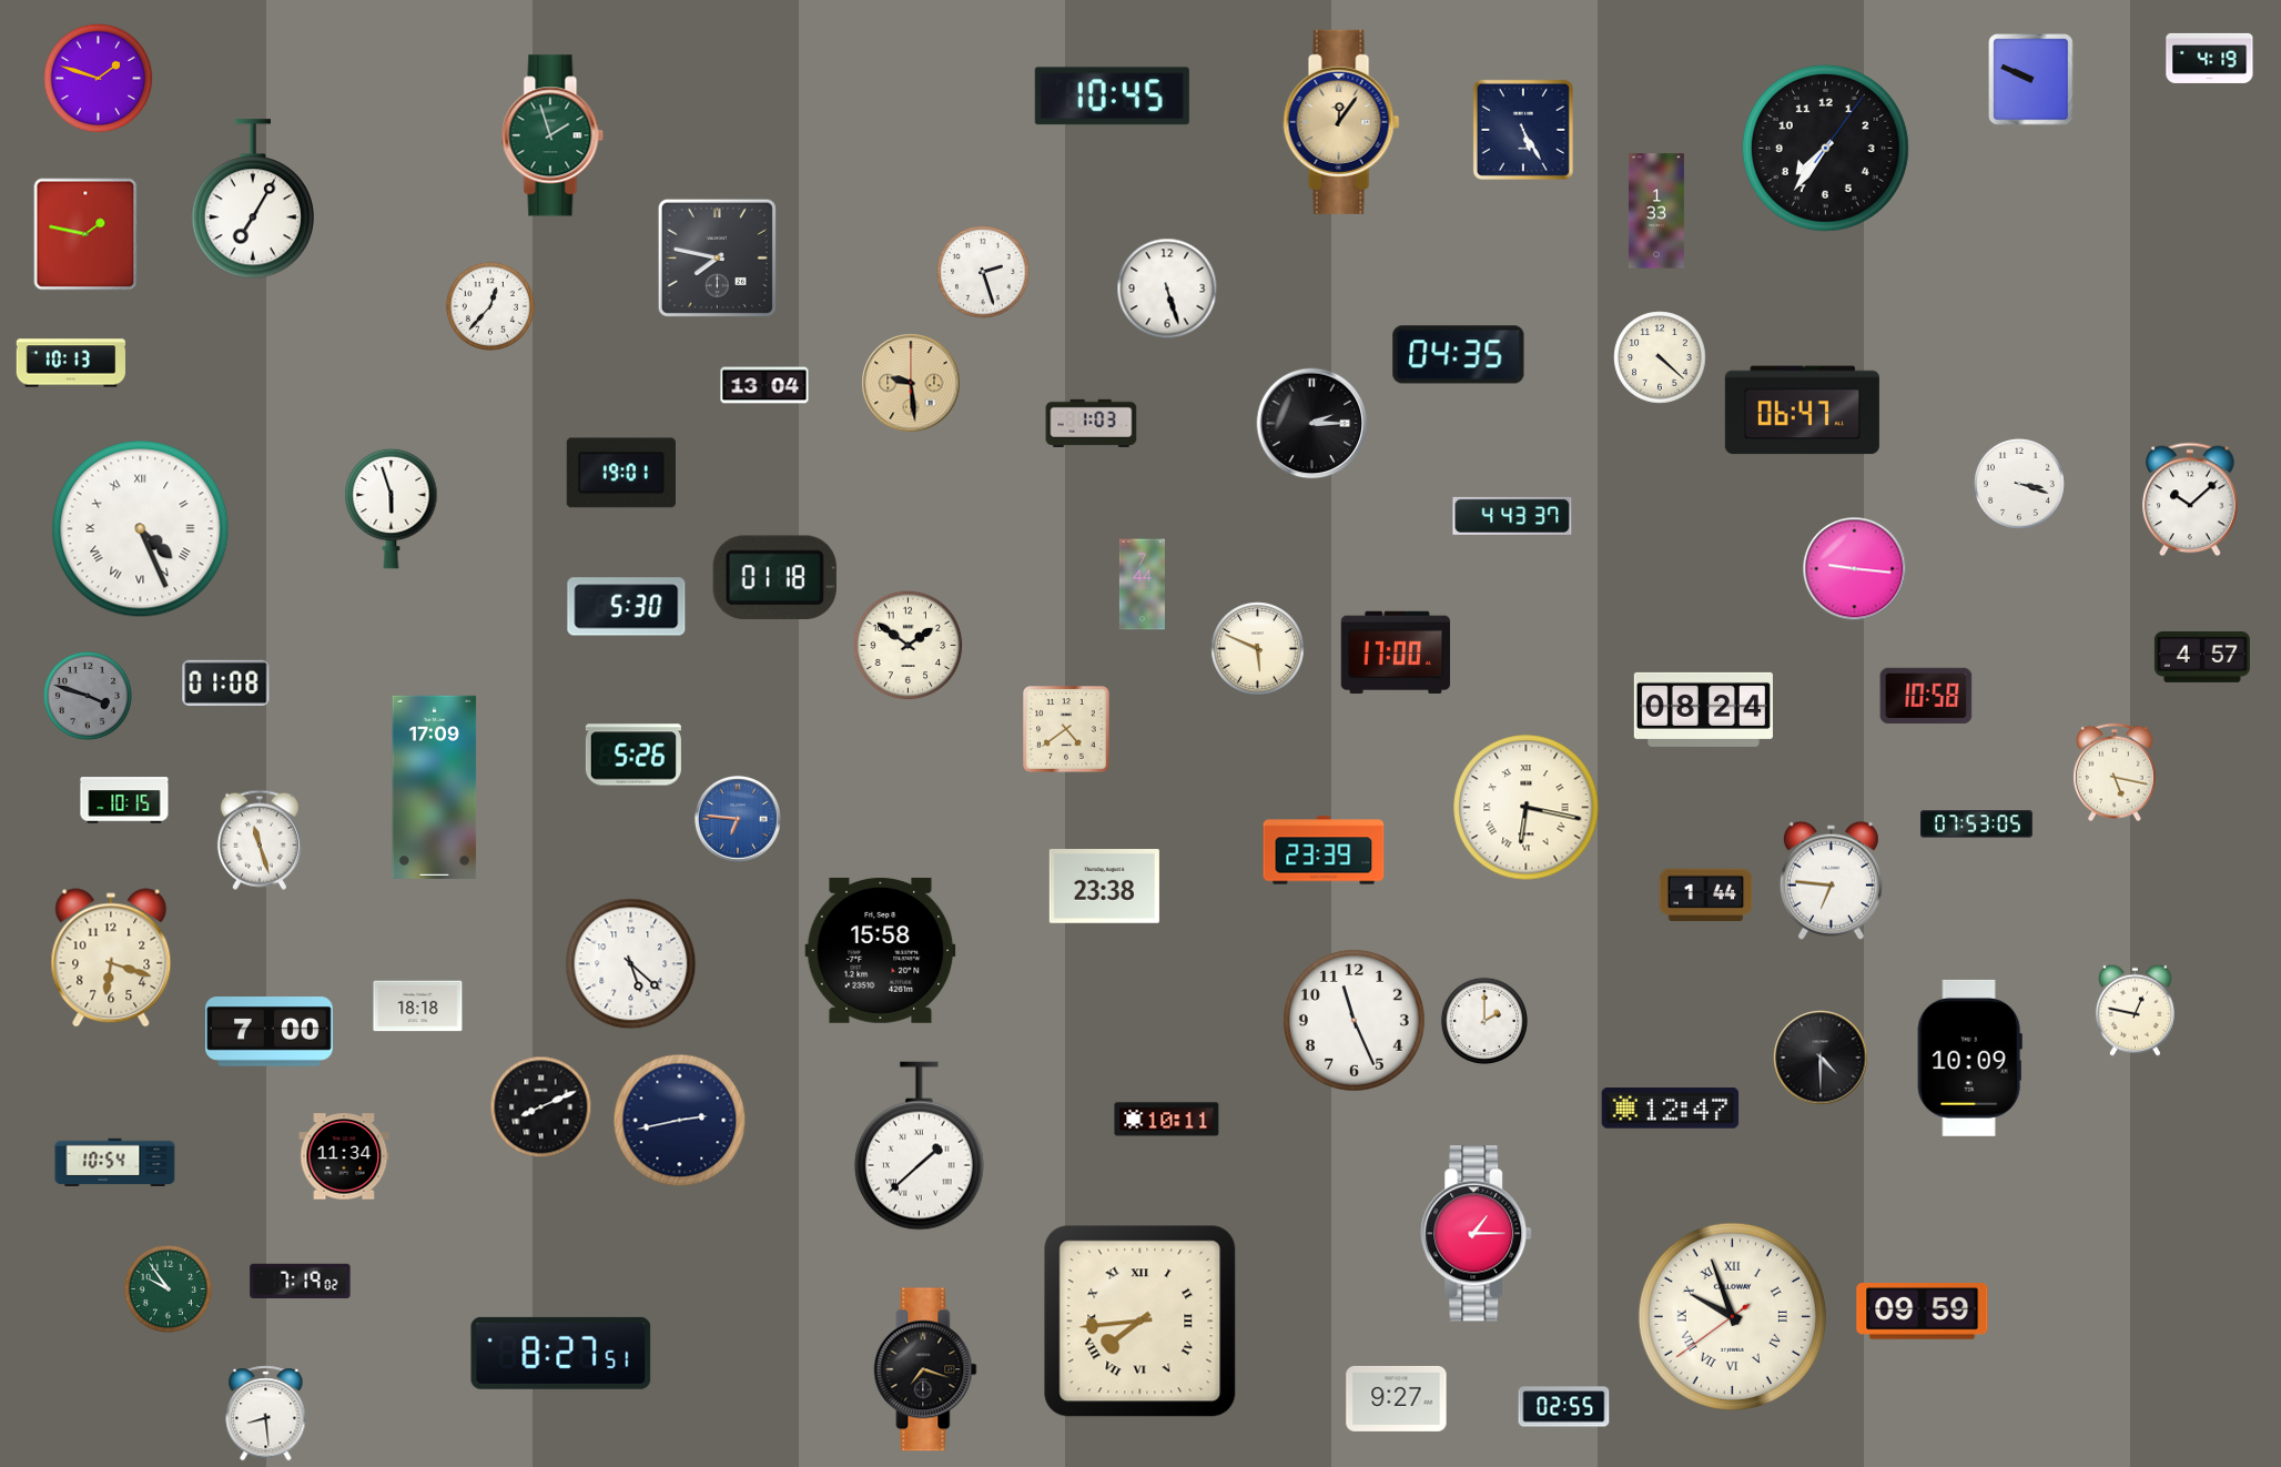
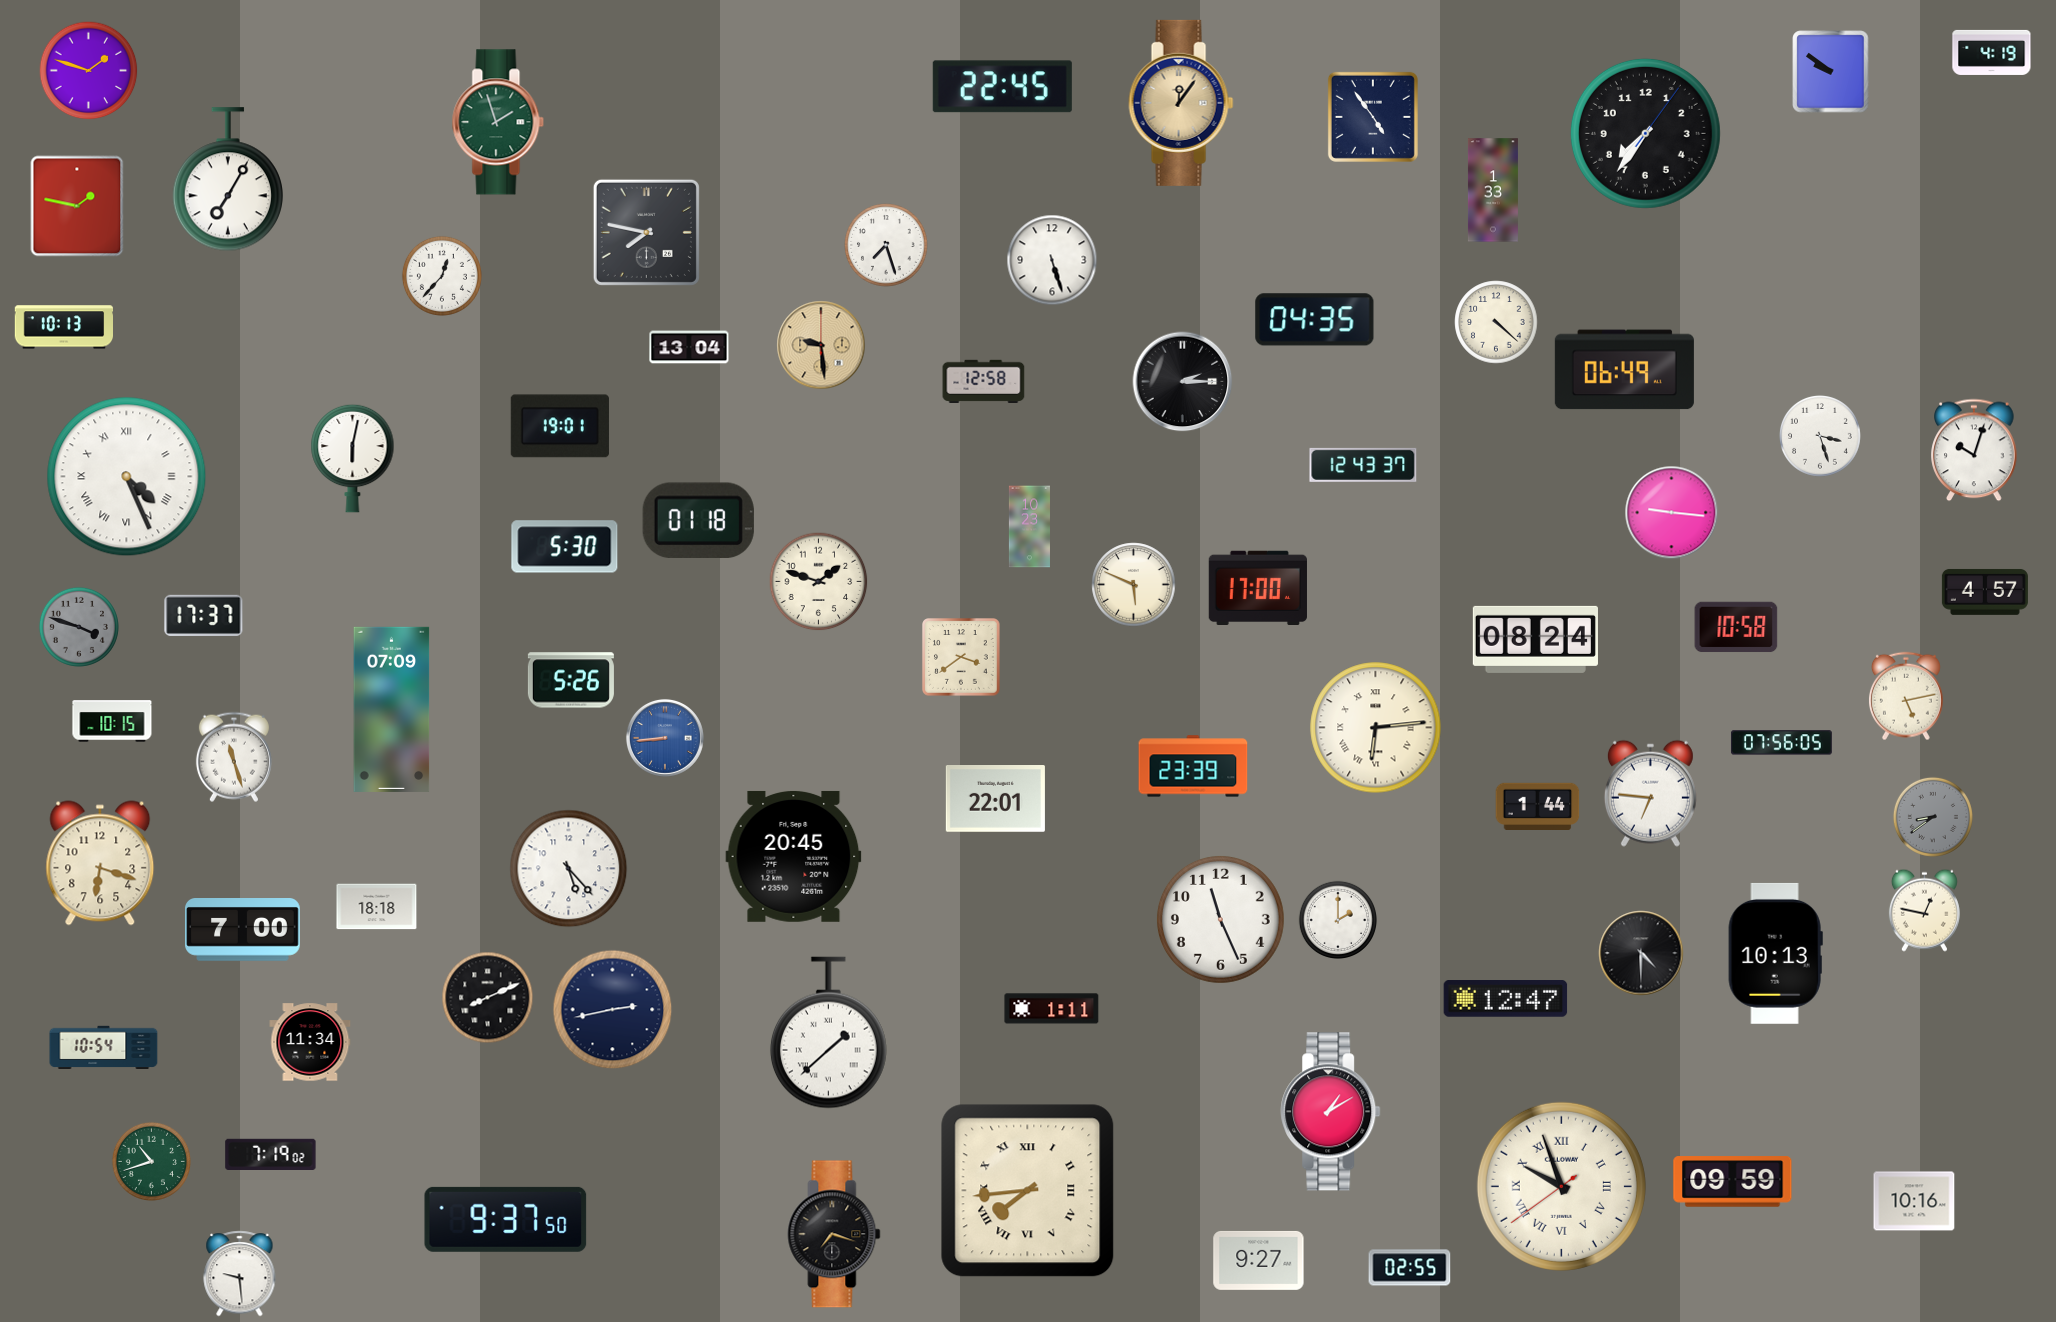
clock at (2031, 80): 9:49 -> 9:51
clock at (1112, 97): 10:45 -> 22:45
clock at (1341, 122) position: (1341, 122) -> (1181, 103)
clock at (1523, 130): 5:25 -> 4:54
clock at (85, 234) position: (85, 234) -> (77, 206)
clock at (983, 272): 2:27 -> 7:27
clock at (1802, 411): 06:47 -> 06:49
clock at (1092, 423): 1:03 -> 12:58
clock at (2019, 484): 3:18 -> 3:27
clock at (2190, 499): 10:08 -> 10:03
clock at (392, 508): 5:57 -> 6:02
clock at (1512, 516): 4:43 -> 12:43
clock at (1142, 585): 7:44 -> 10:23
clock at (909, 646): 1:51 -> 1:48
clock at (226, 682): 01:08 -> 17:37
clock at (1066, 729): 4:39 -> 3:39
clock at (2115, 772): 5:17 -> 5:13
clock at (435, 787): 17:09 -> 07:09
clock at (1527, 808): 6:17 -> 6:14
clock at (738, 819): 6:46 -> 8:44
clock at (1976, 824): 07:53 -> 07:56
clock at (1104, 887): 23:38 -> 22:01
clock at (1933, 817): none -> 8:39
clock at (881, 950): 15:58 -> 20:45
clock at (631, 964): 5:22 -> 5:23
clock at (1969, 1058): 10:09 -> 10:13
clock at (1167, 1120): 10:11 -> 1:11
clock at (1477, 1234): 1:15 -> 1:10
clock at (168, 1288): 9:54 -> 10:42
clock at (1914, 1201): none -> 10:16
clock at (561, 1353): 8:27 -> 9:37
clock at (266, 1414): 8:29 -> 9:29
